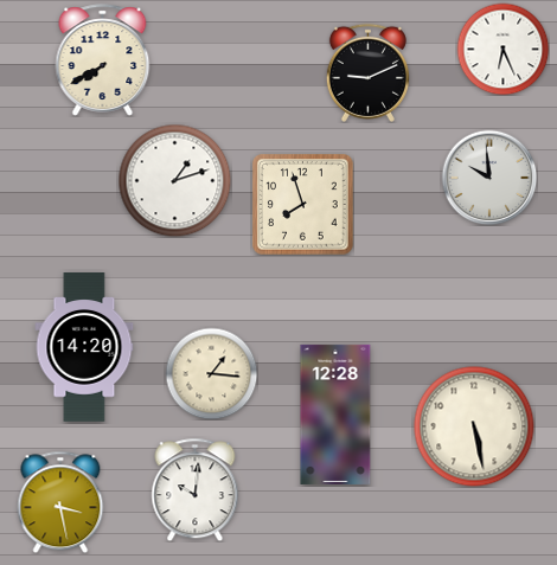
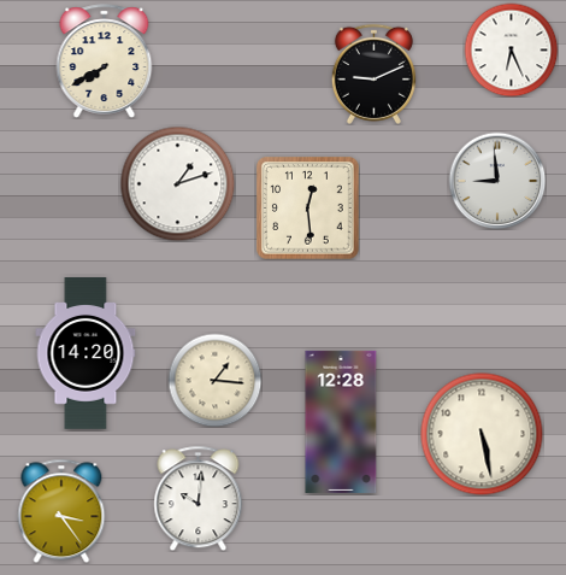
clock at (489, 178): 9:59 -> 8:59
clock at (303, 205): 7:57 -> 12:29
clock at (60, 502): 3:28 -> 3:24
